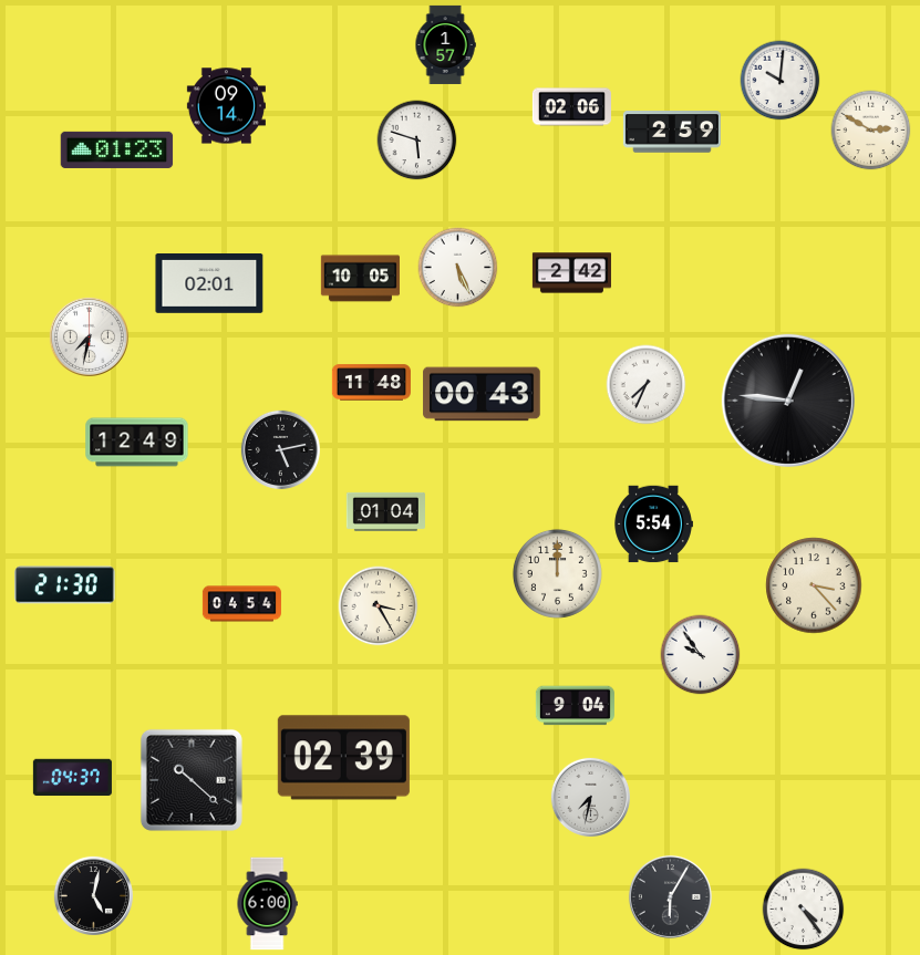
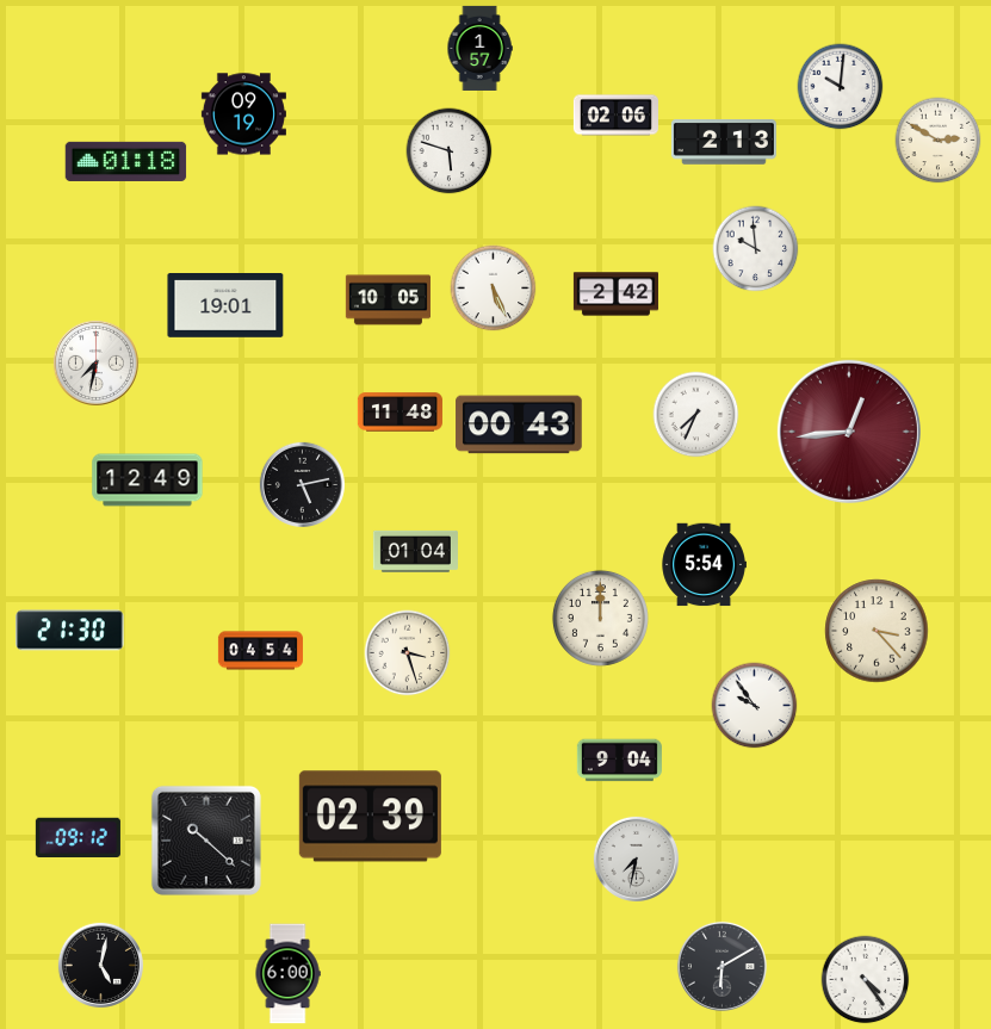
clock at (226, 106): 09:14 -> 09:19
clock at (672, 132): 2:59 -> 2:13
clock at (117, 149): 01:23 -> 01:18
clock at (756, 249): none -> 9:59
clock at (209, 284): 02:01 -> 19:01
clock at (788, 401): 12:46 -> 12:44
clock at (788, 401) dial: black -> burgundy
clock at (137, 443) position: (137, 443) -> (148, 481)
clock at (379, 606): 3:25 -> 3:27
clock at (72, 778): 04:37 -> 09:12
clock at (670, 896): 6:05 -> 6:10
